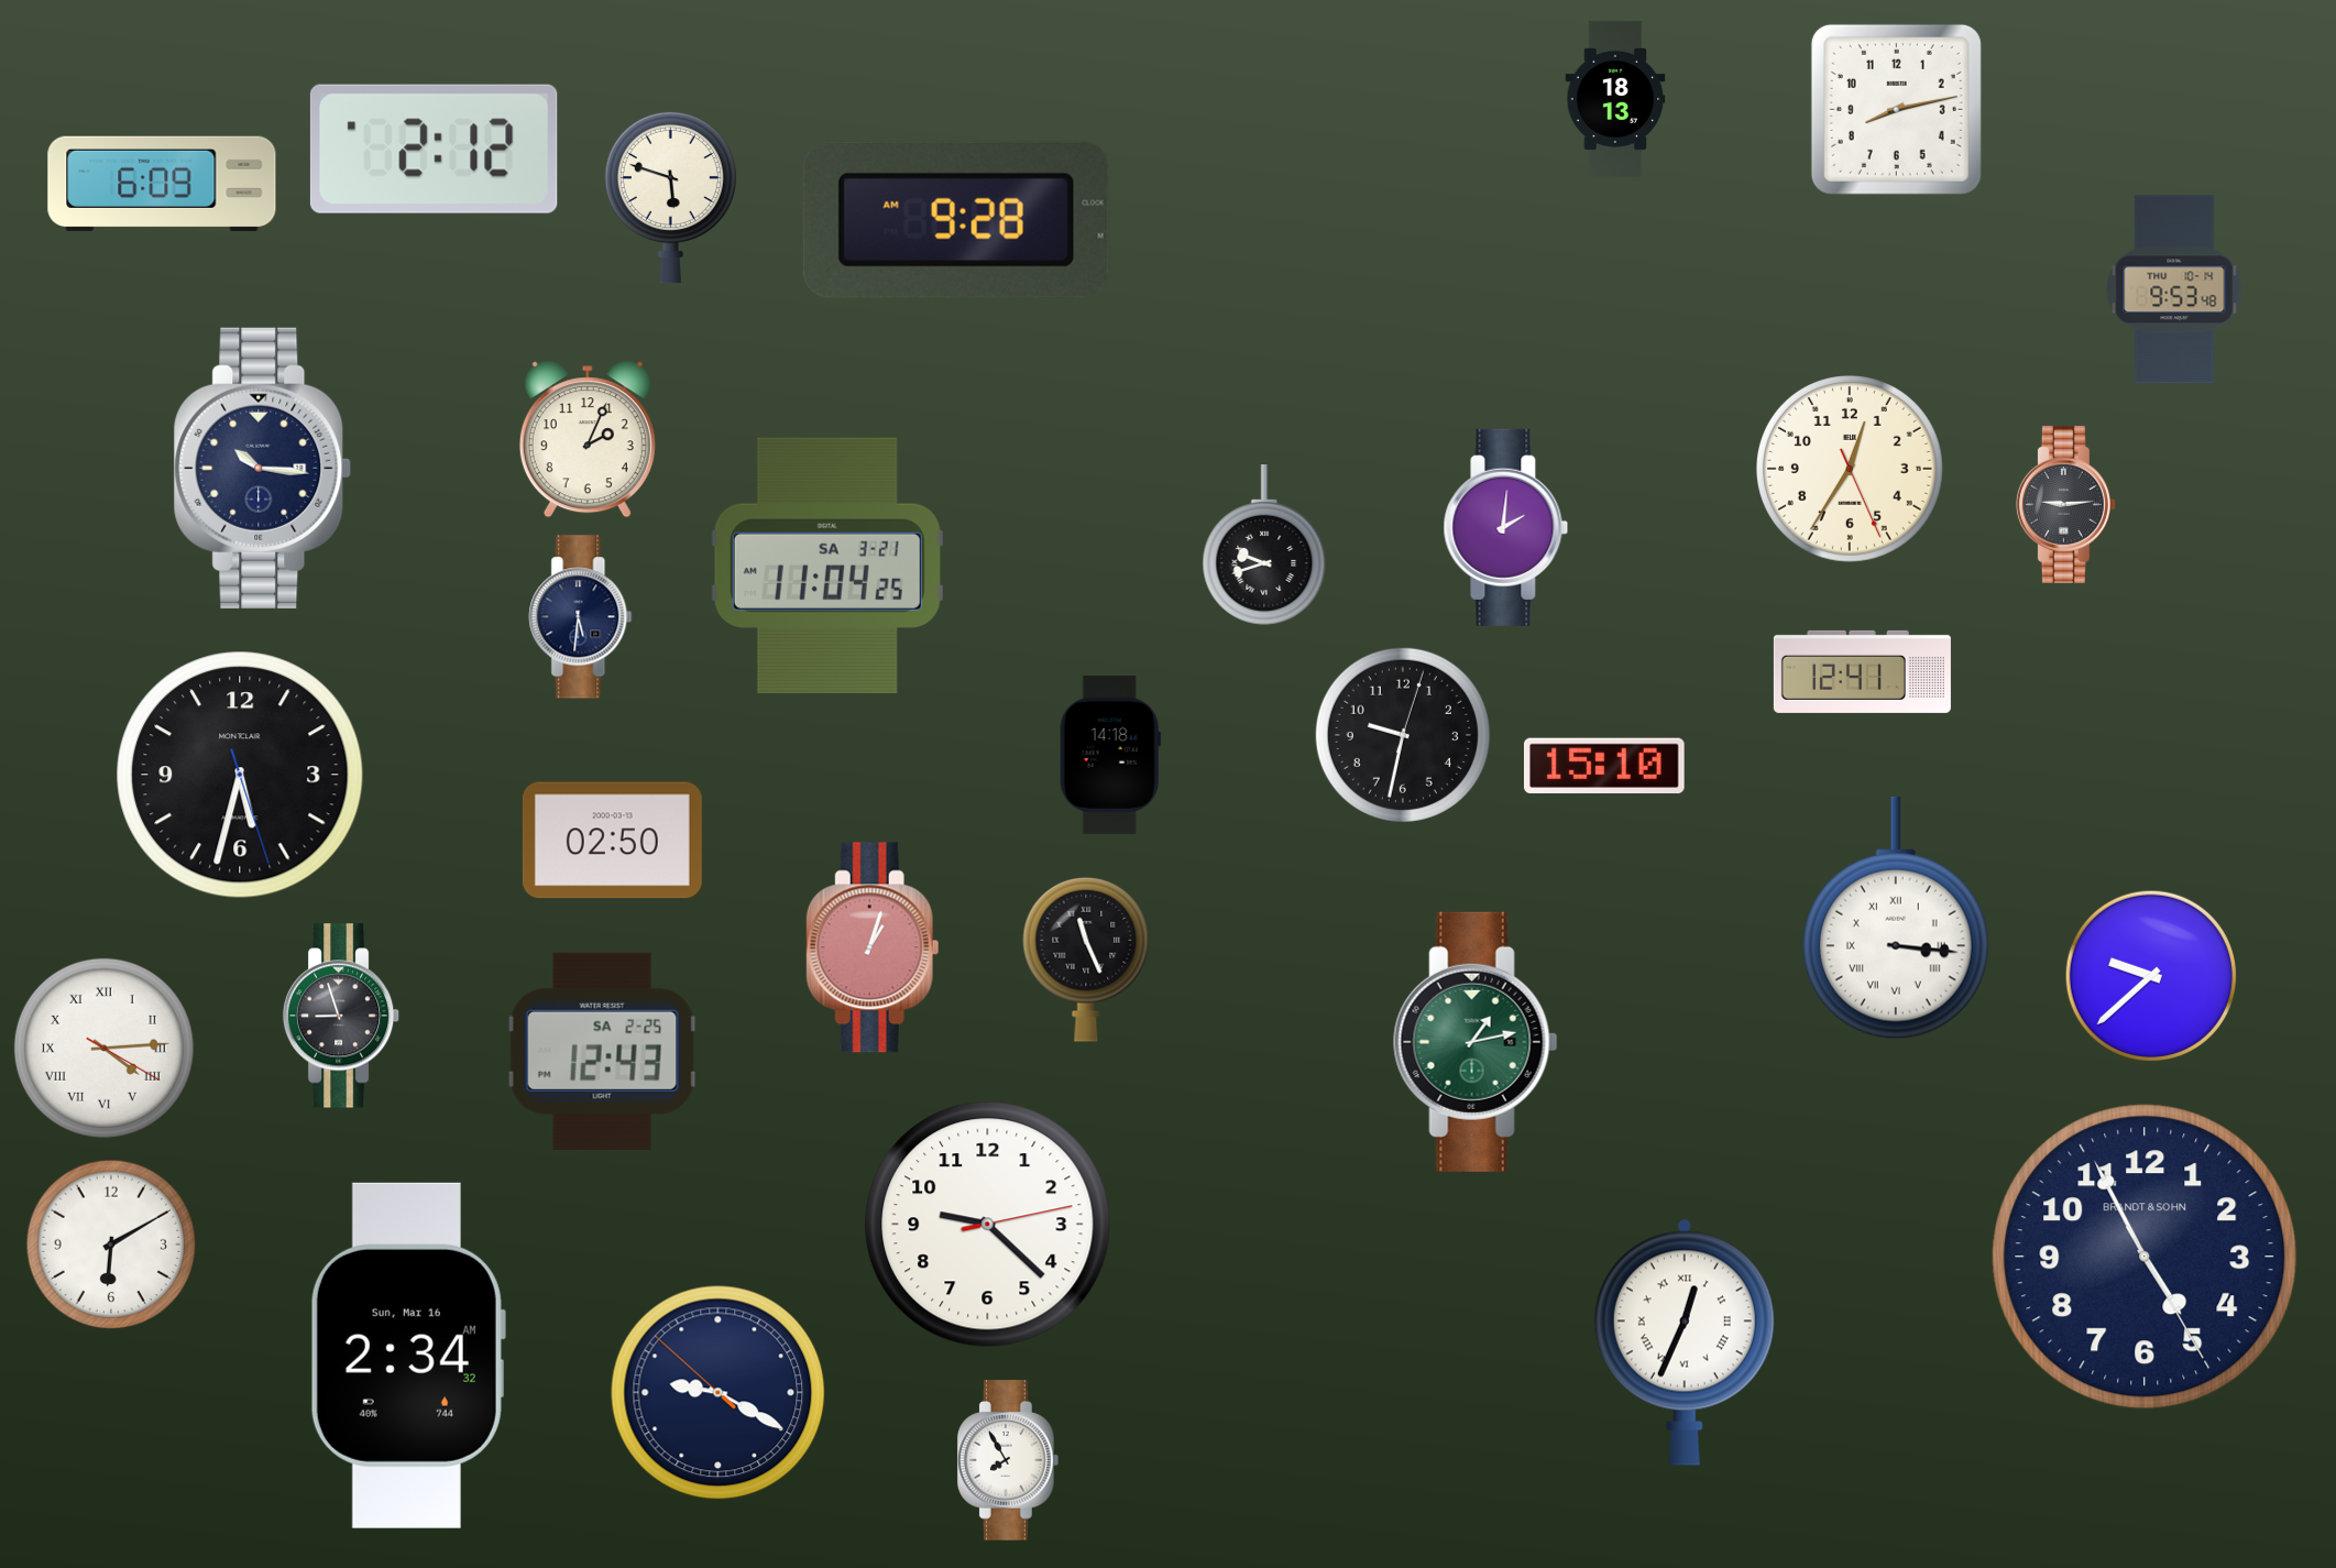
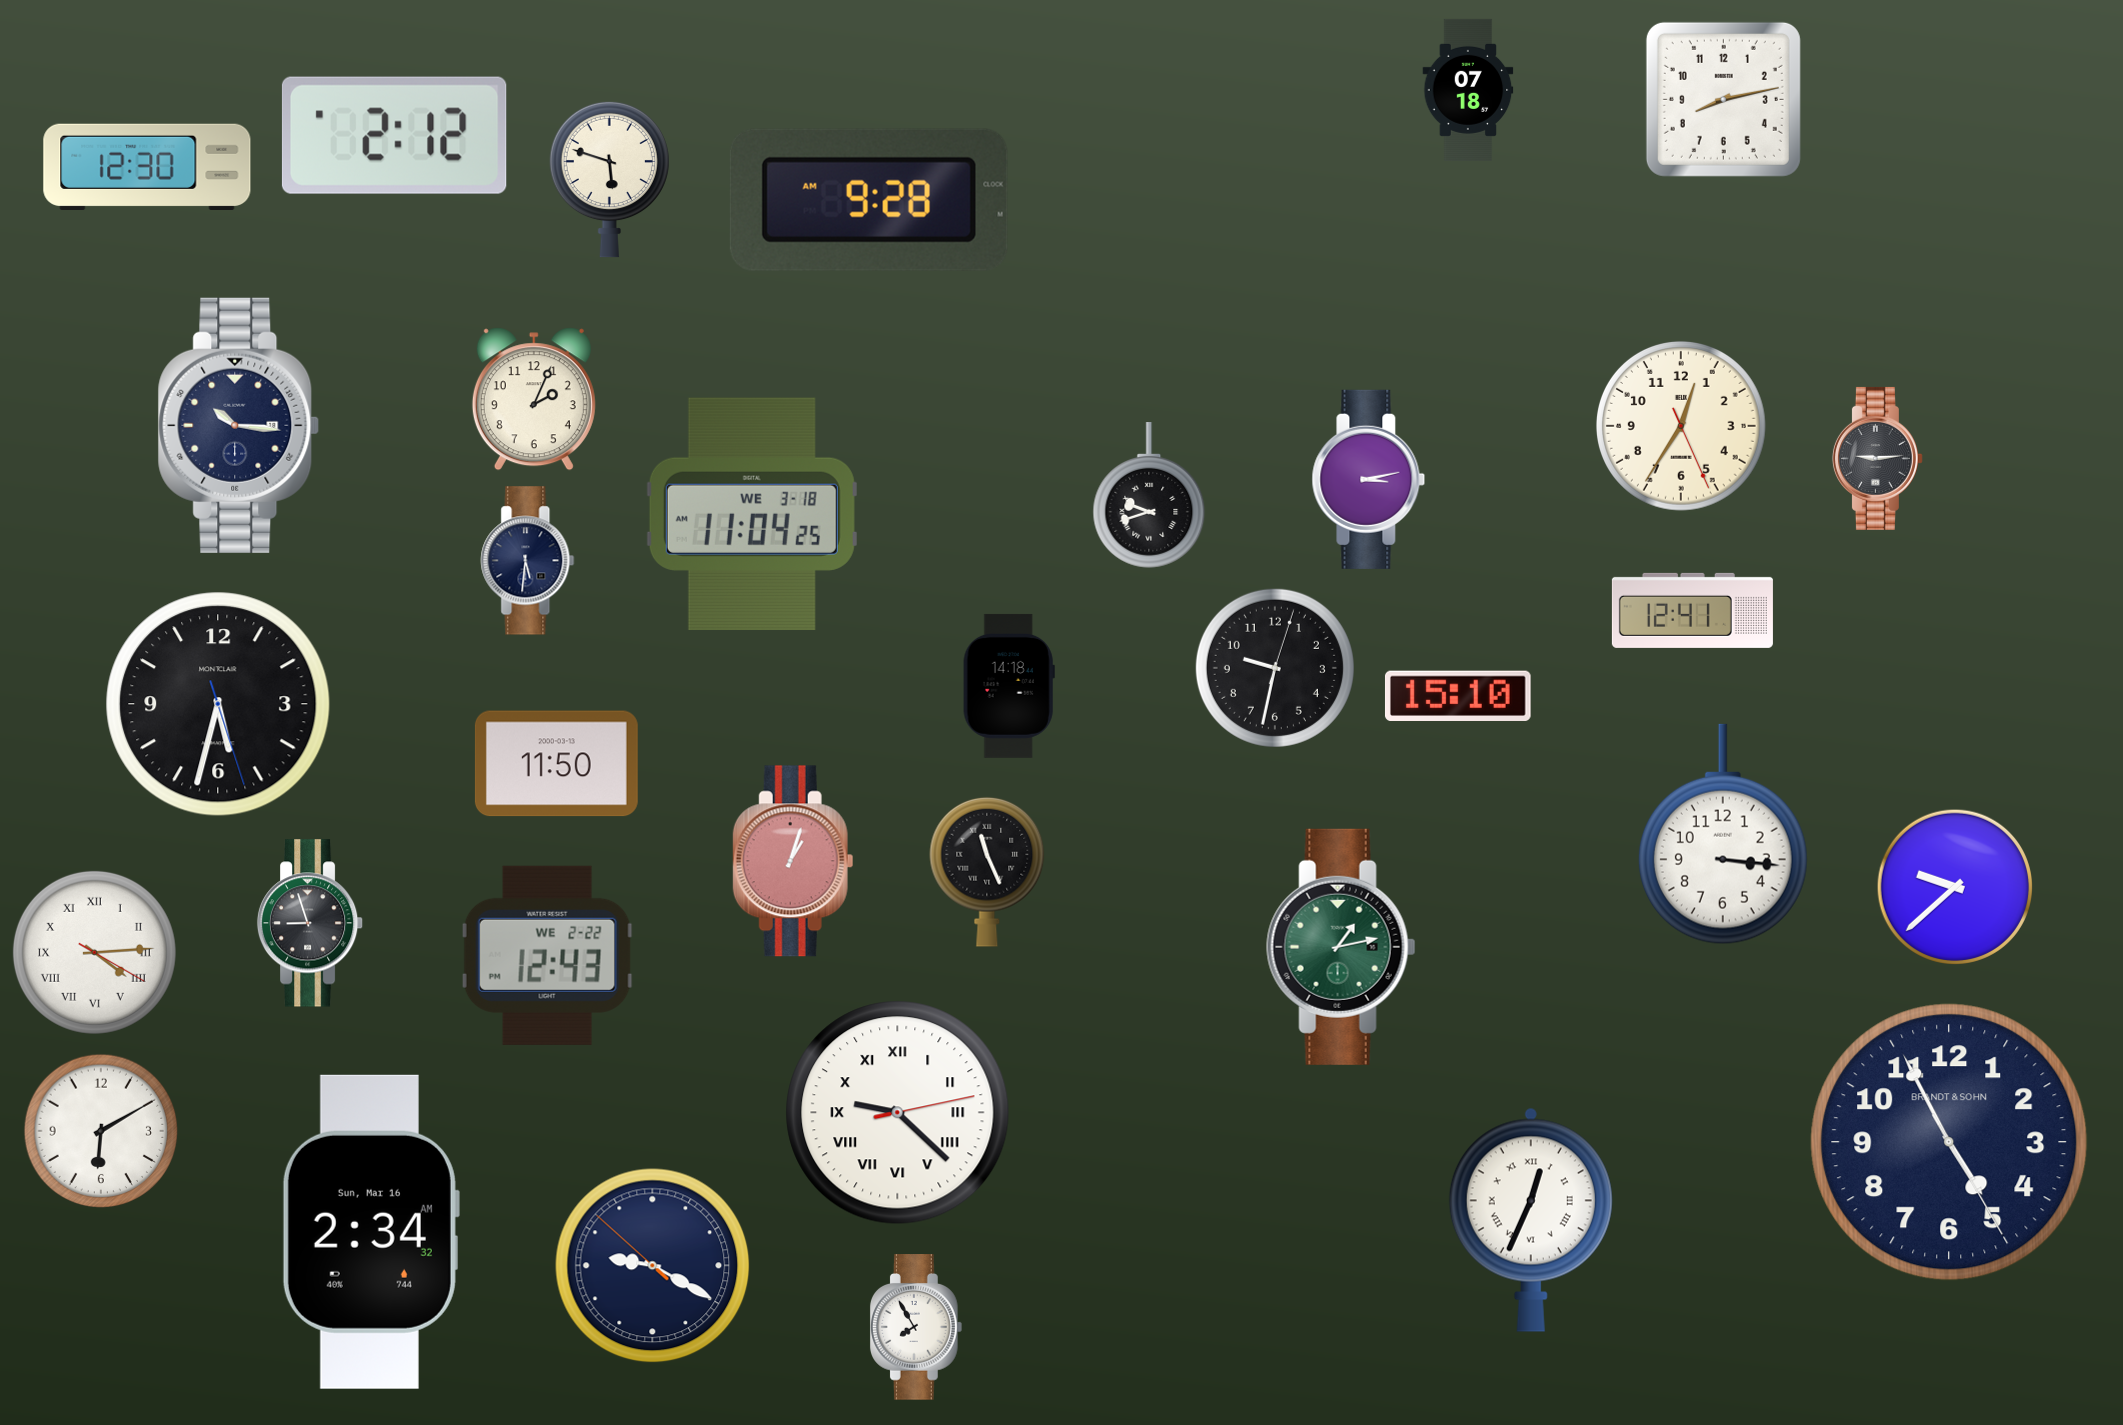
clock at (1615, 99): 18:13 -> 07:18
clock at (162, 183): 6:09 -> 12:30
clock at (2174, 289): 9:53 -> none
clock at (1506, 527): 2:01 -> 3:13
clock at (827, 564) date: SA 3-21 -> WE 3-18
clock at (612, 841): 02:50 -> 11:50
clock at (1896, 918) numerals: Roman -> Arabic
clock at (602, 1051) date: SA 2-25 -> WE 2-22
clock at (988, 1225) numerals: Arabic -> Roman
